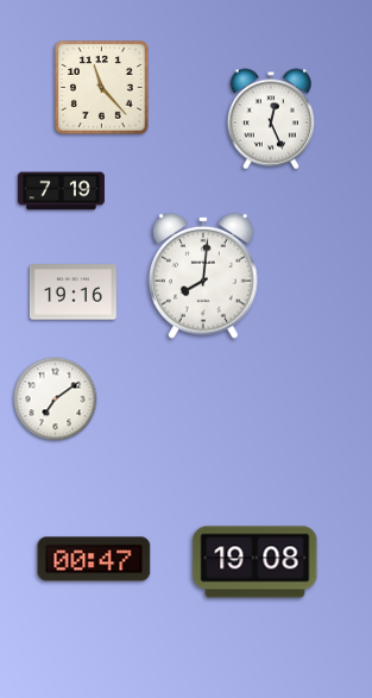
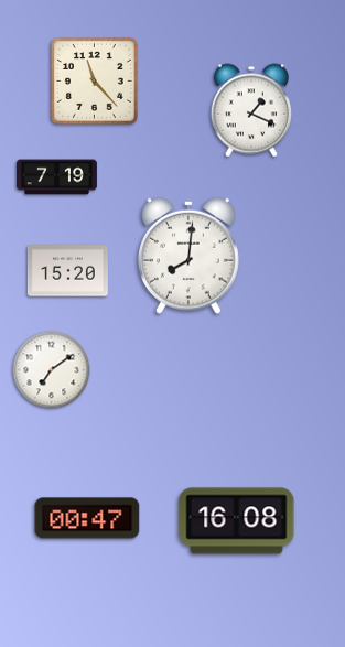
clock at (270, 119): 12:26 -> 1:19
clock at (72, 293): 19:16 -> 15:20
clock at (256, 562): 19:08 -> 16:08
